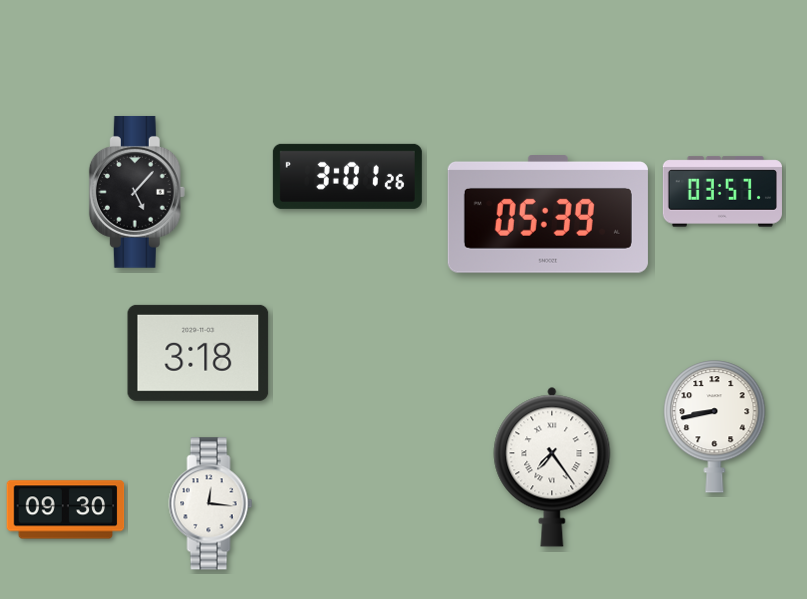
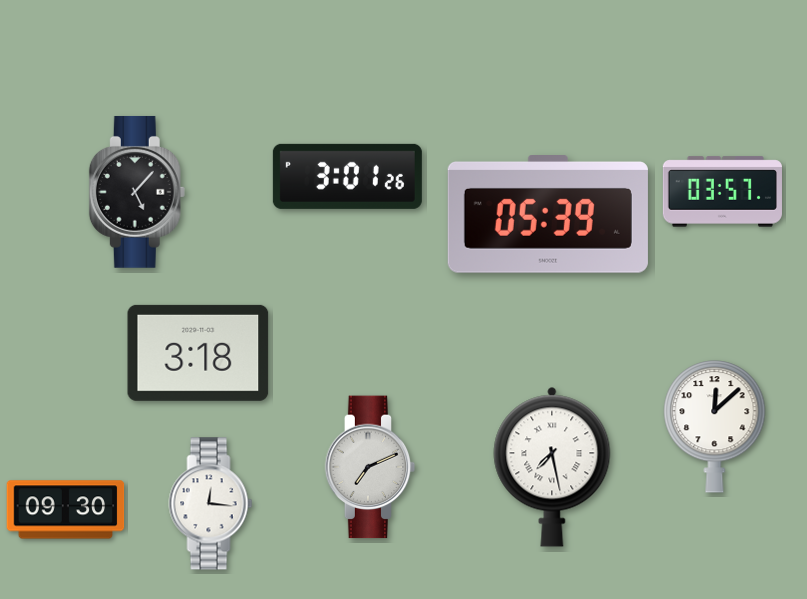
clock at (715, 427): 8:43 -> 12:08
clock at (370, 467): none -> 7:11
clock at (552, 467): 7:24 -> 7:28
